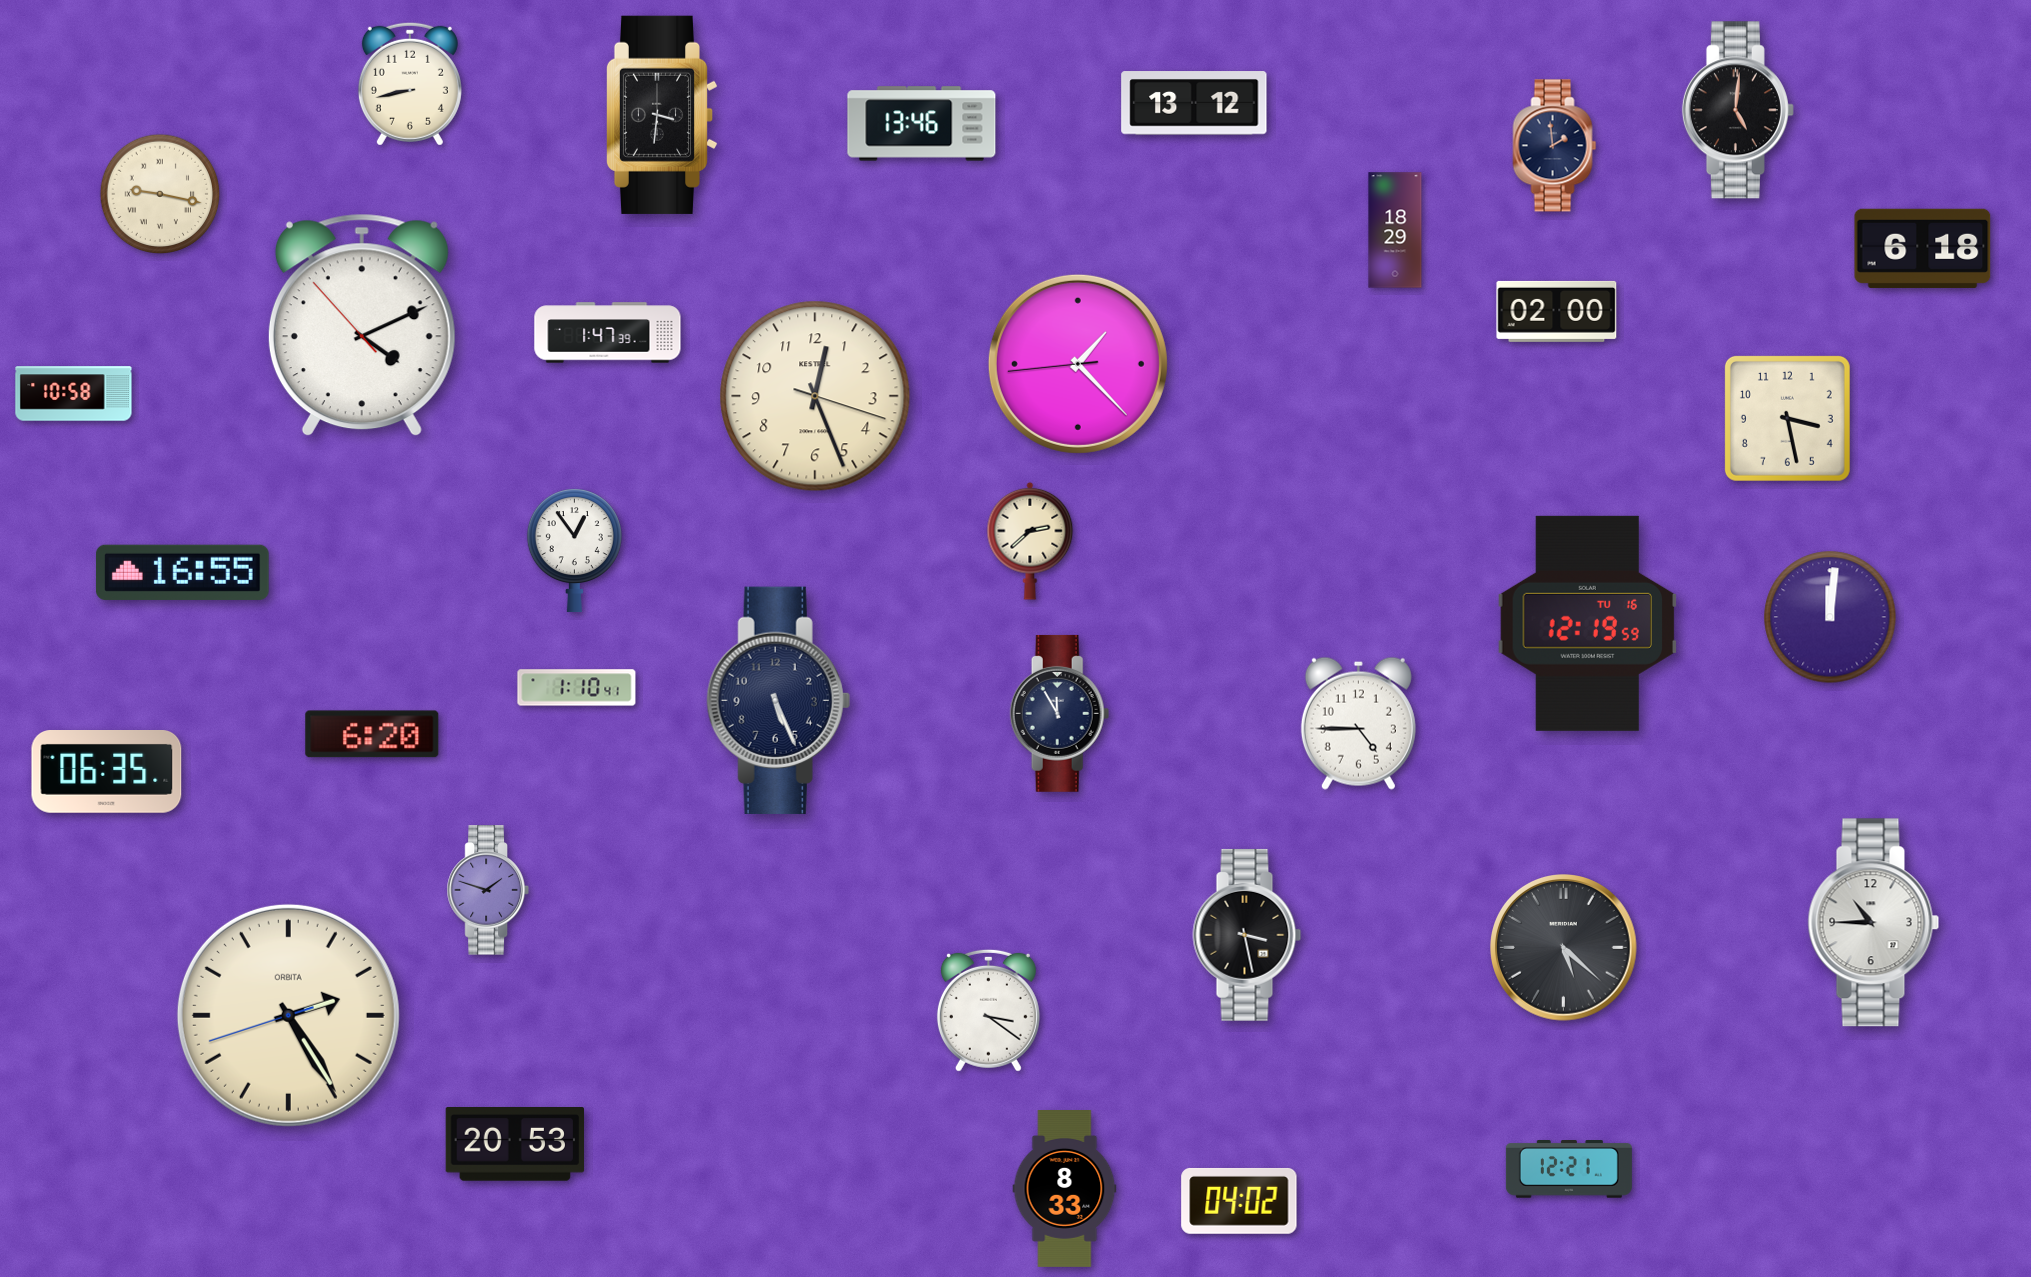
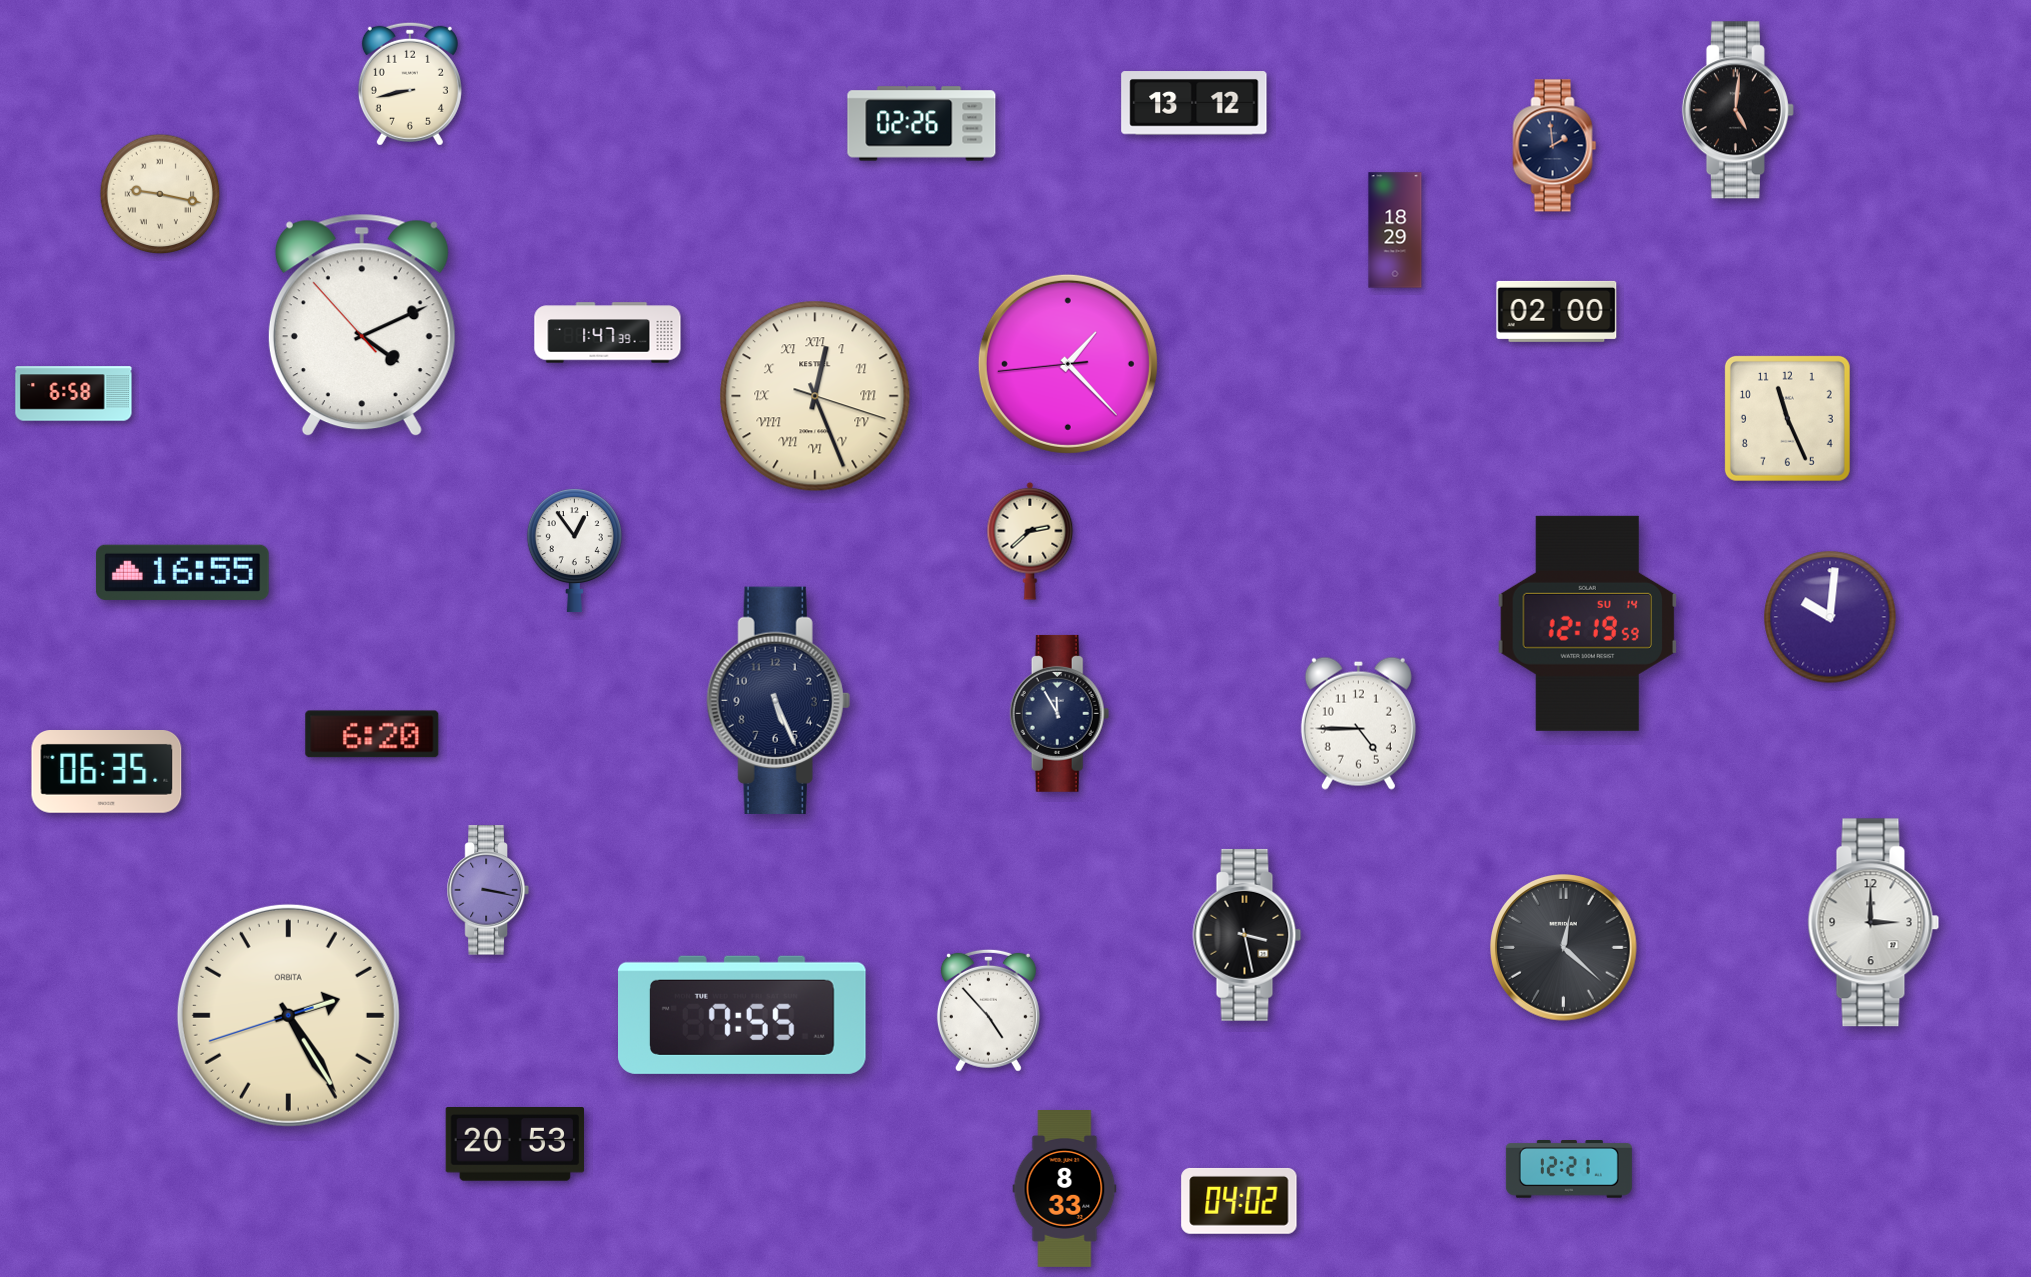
clock at (662, 115): 3:31 -> none
clock at (922, 124): 13:46 -> 02:26
clock at (1923, 248): 6:18 -> none
clock at (1078, 364) position: (1078, 364) -> (1068, 364)
clock at (74, 394): 10:58 -> 6:58
clock at (815, 396) numerals: Arabic -> Roman
clock at (1787, 418): 3:28 -> 11:26
clock at (1830, 617): 12:01 -> 10:01
clock at (1587, 623) date: TU 16 -> SU 14
clock at (577, 688): 1:10 -> none
clock at (488, 890): 1:48 -> 3:17
clock at (1874, 923): 10:45 -> 3:00
clock at (1564, 948): 5:22 -> 12:22
clock at (988, 1010): 3:21 -> 4:53
clock at (743, 1015): none -> 7:55
